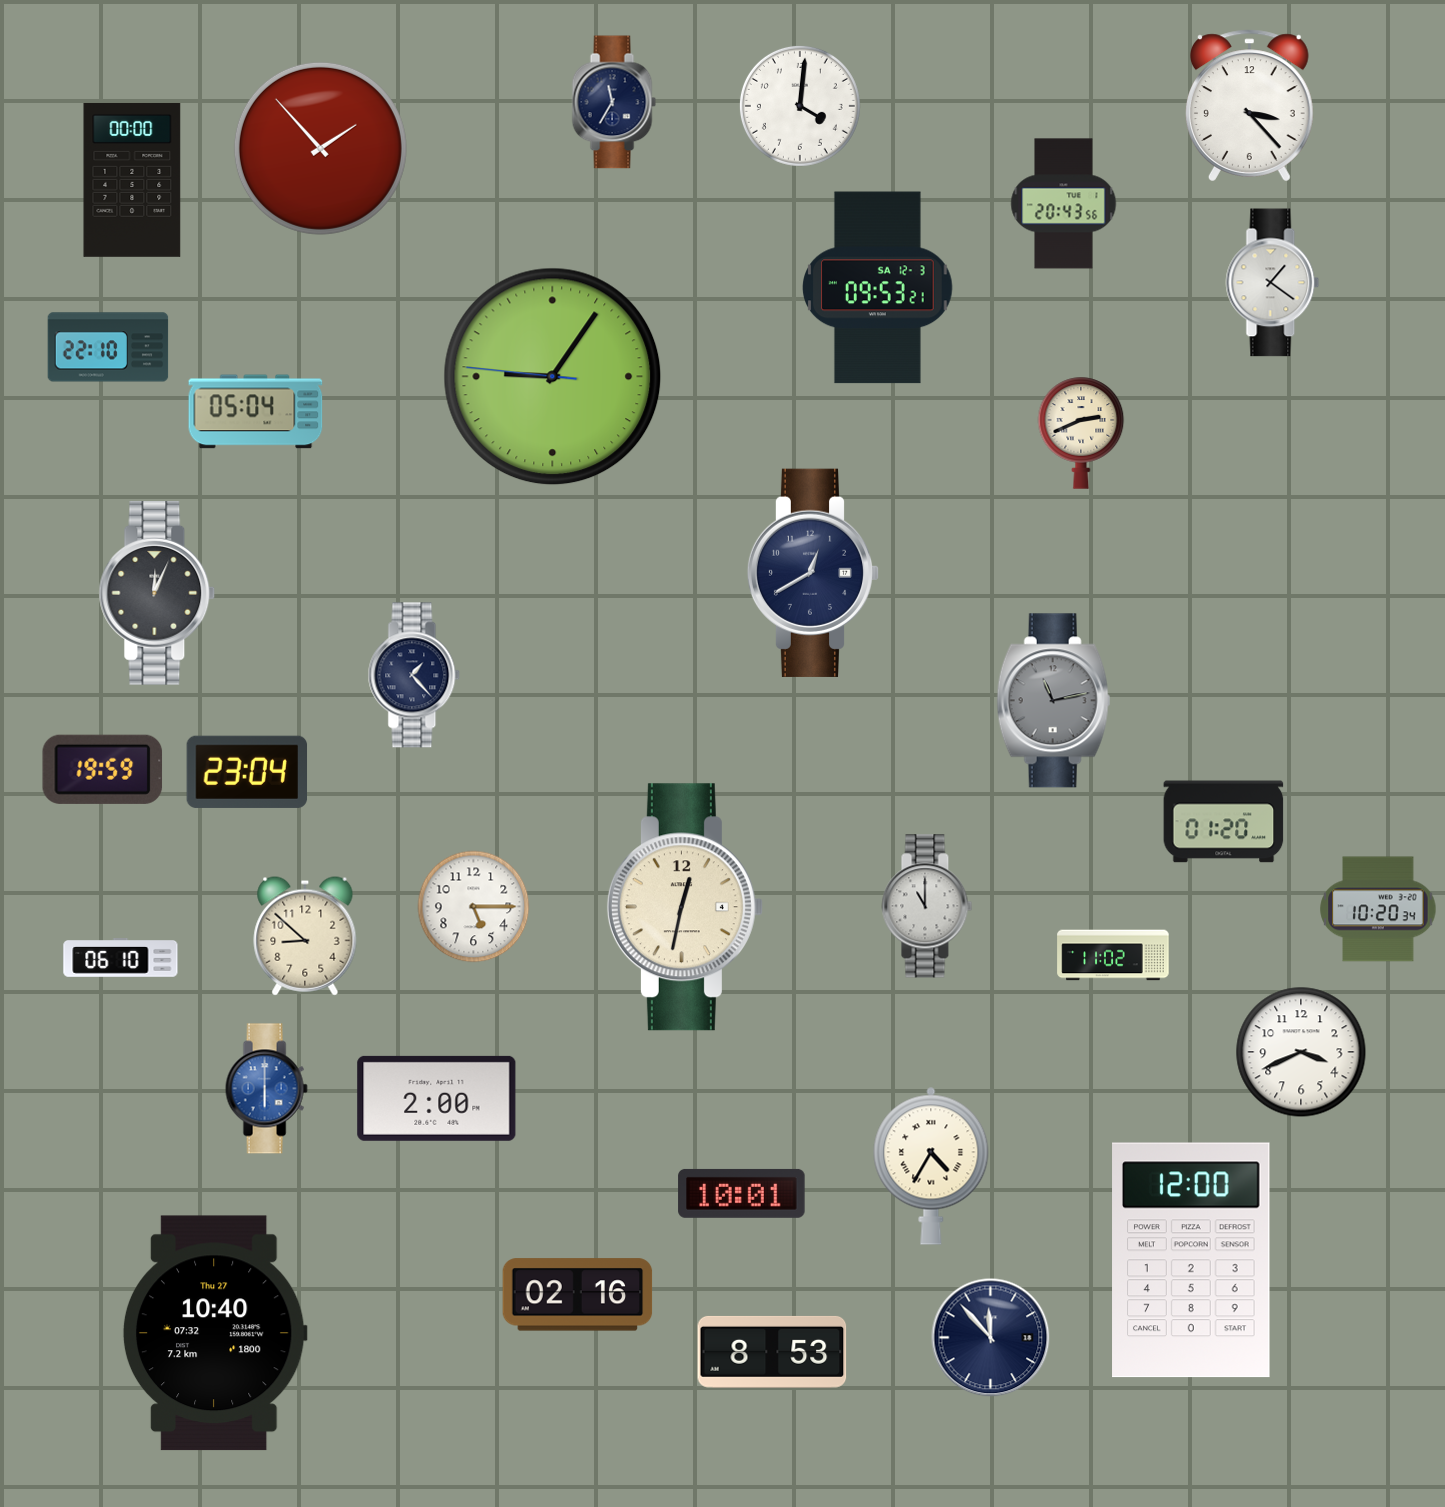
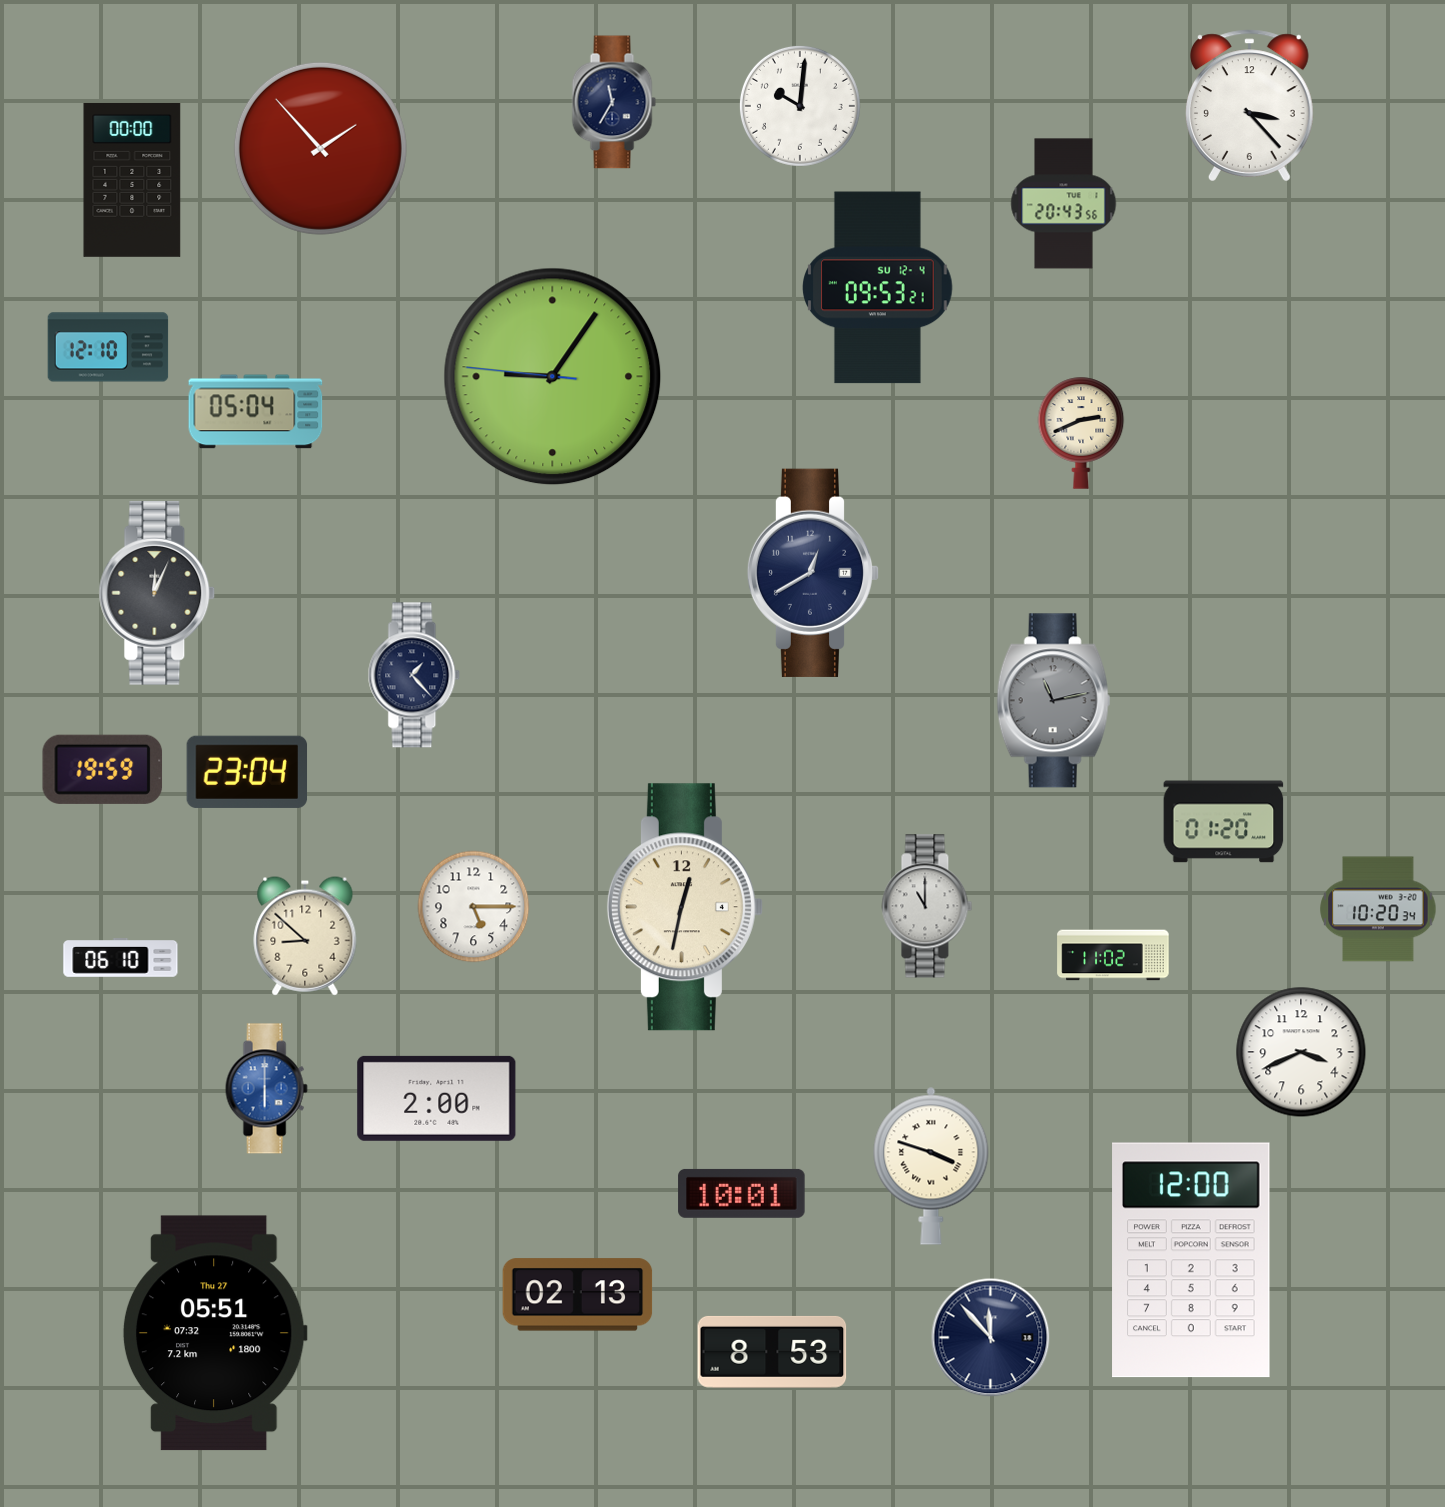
clock at (800, 106): 4:01 -> 10:01
clock at (1273, 283): 1:21 -> none
clock at (878, 288) date: SA 12-3 -> SU 12-4
clock at (108, 347): 22:10 -> 12:10
clock at (931, 1166): 4:35 -> 3:48
clock at (578, 1295): 02:16 -> 02:13
clock at (215, 1333): 10:40 -> 05:51
